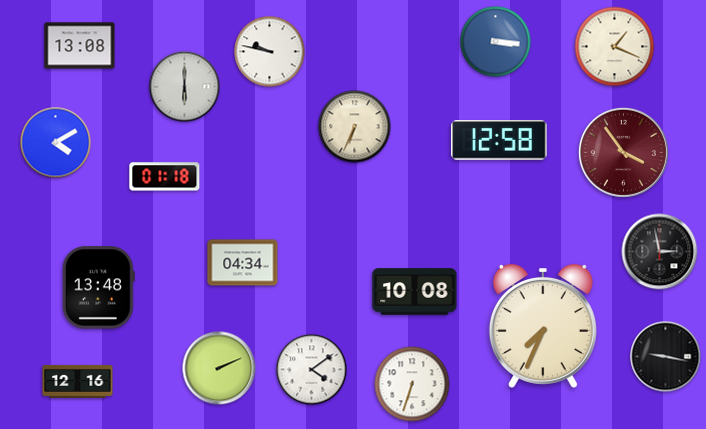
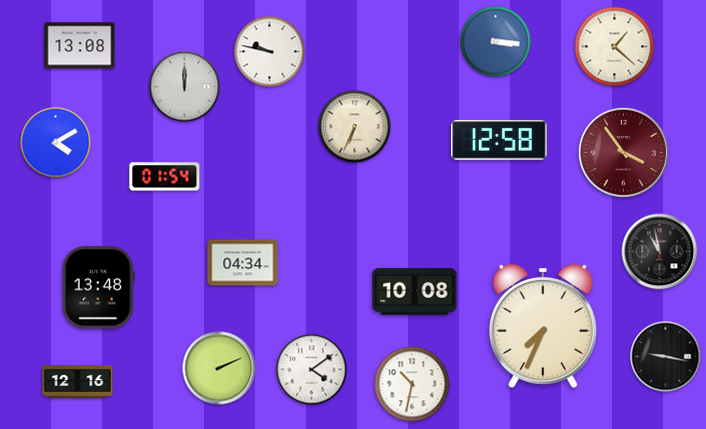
clock at (615, 47): 1:19 -> 1:22
clock at (185, 87): 6:00 -> 12:00
clock at (165, 177): 01:18 -> 01:54
clock at (660, 252): 2:58 -> 10:58
clock at (412, 384): 6:33 -> 10:32
